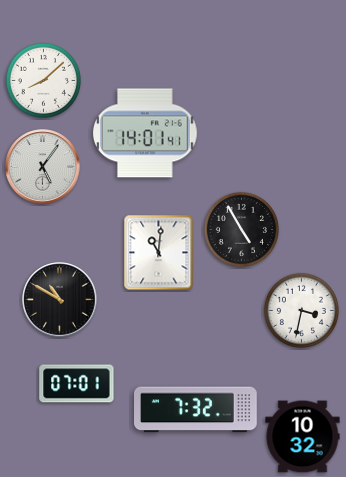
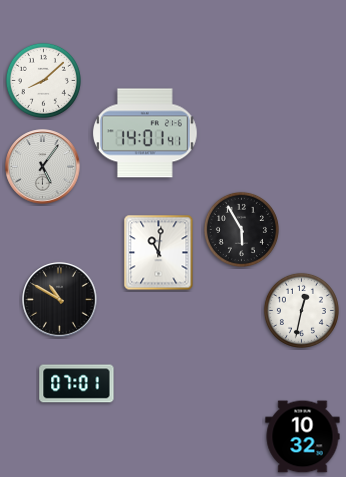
clock at (241, 229): 4:55 -> 5:55
clock at (301, 310): 3:32 -> 12:32
clock at (196, 410): 7:32 -> none
